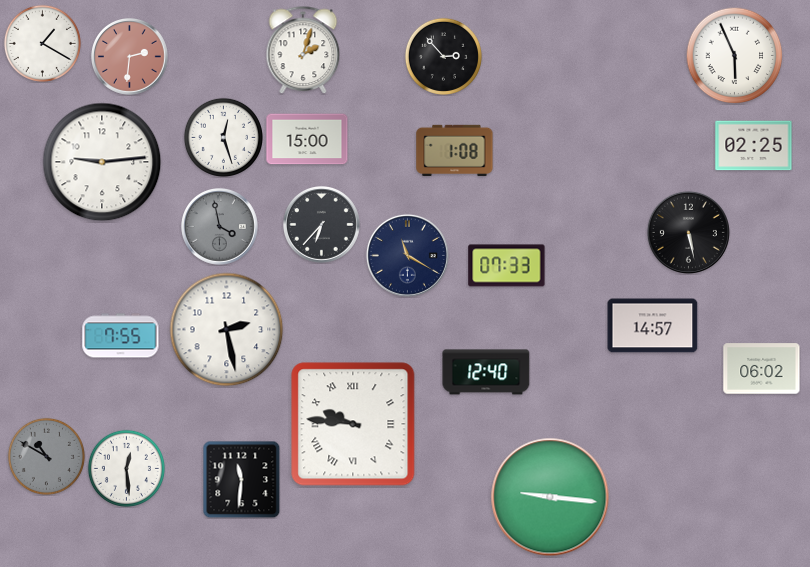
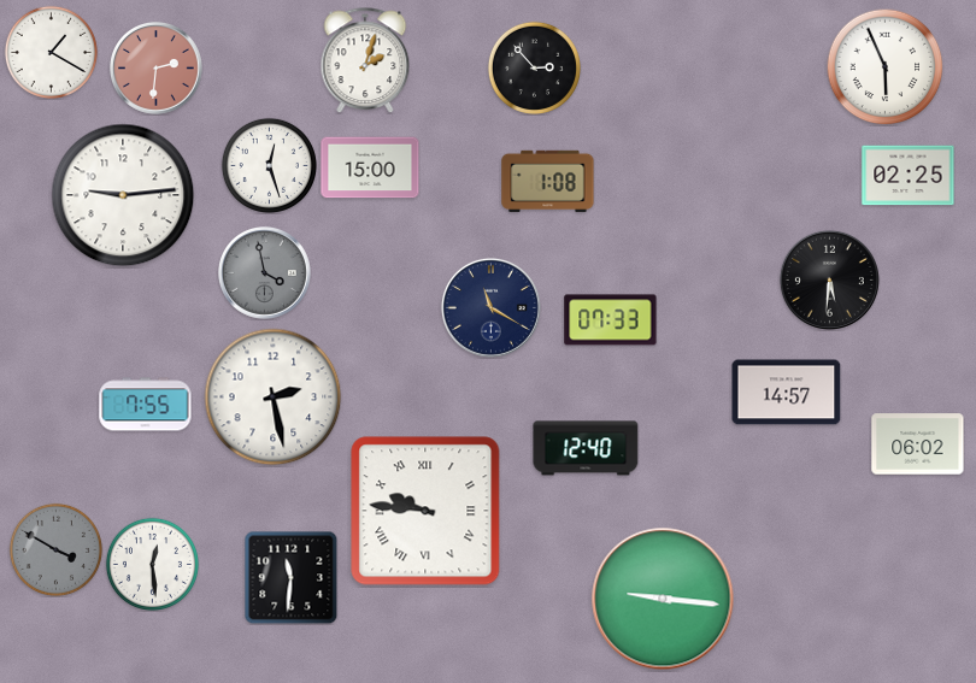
clock at (322, 225): 6:37 -> none
clock at (688, 232): 5:28 -> 5:31
clock at (46, 456): 10:50 -> 3:50
